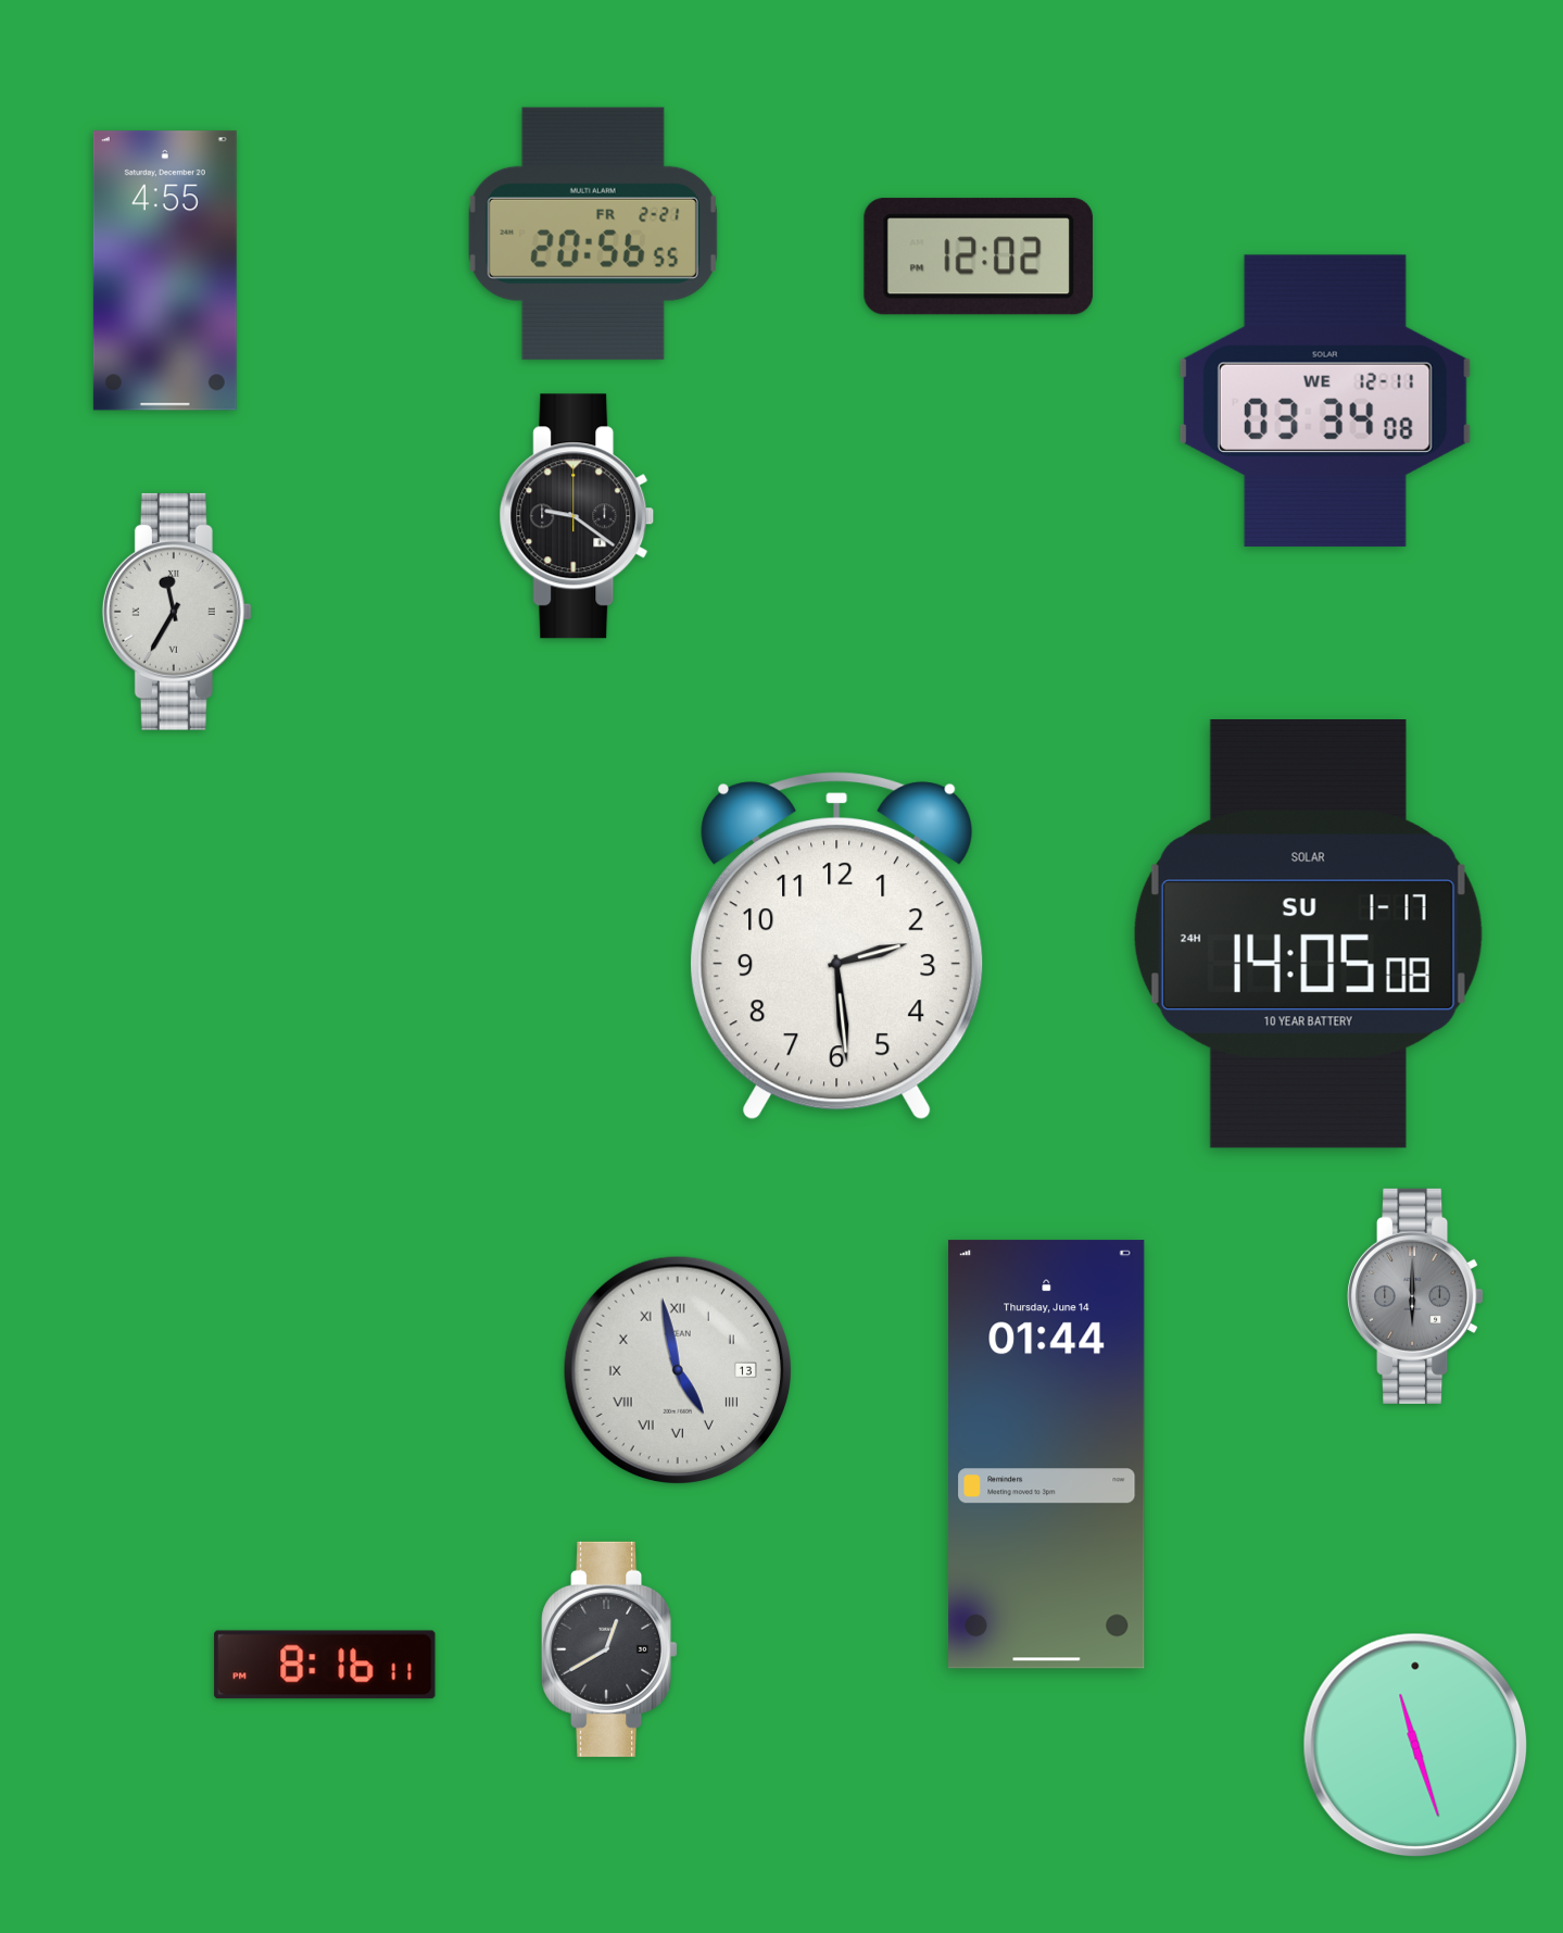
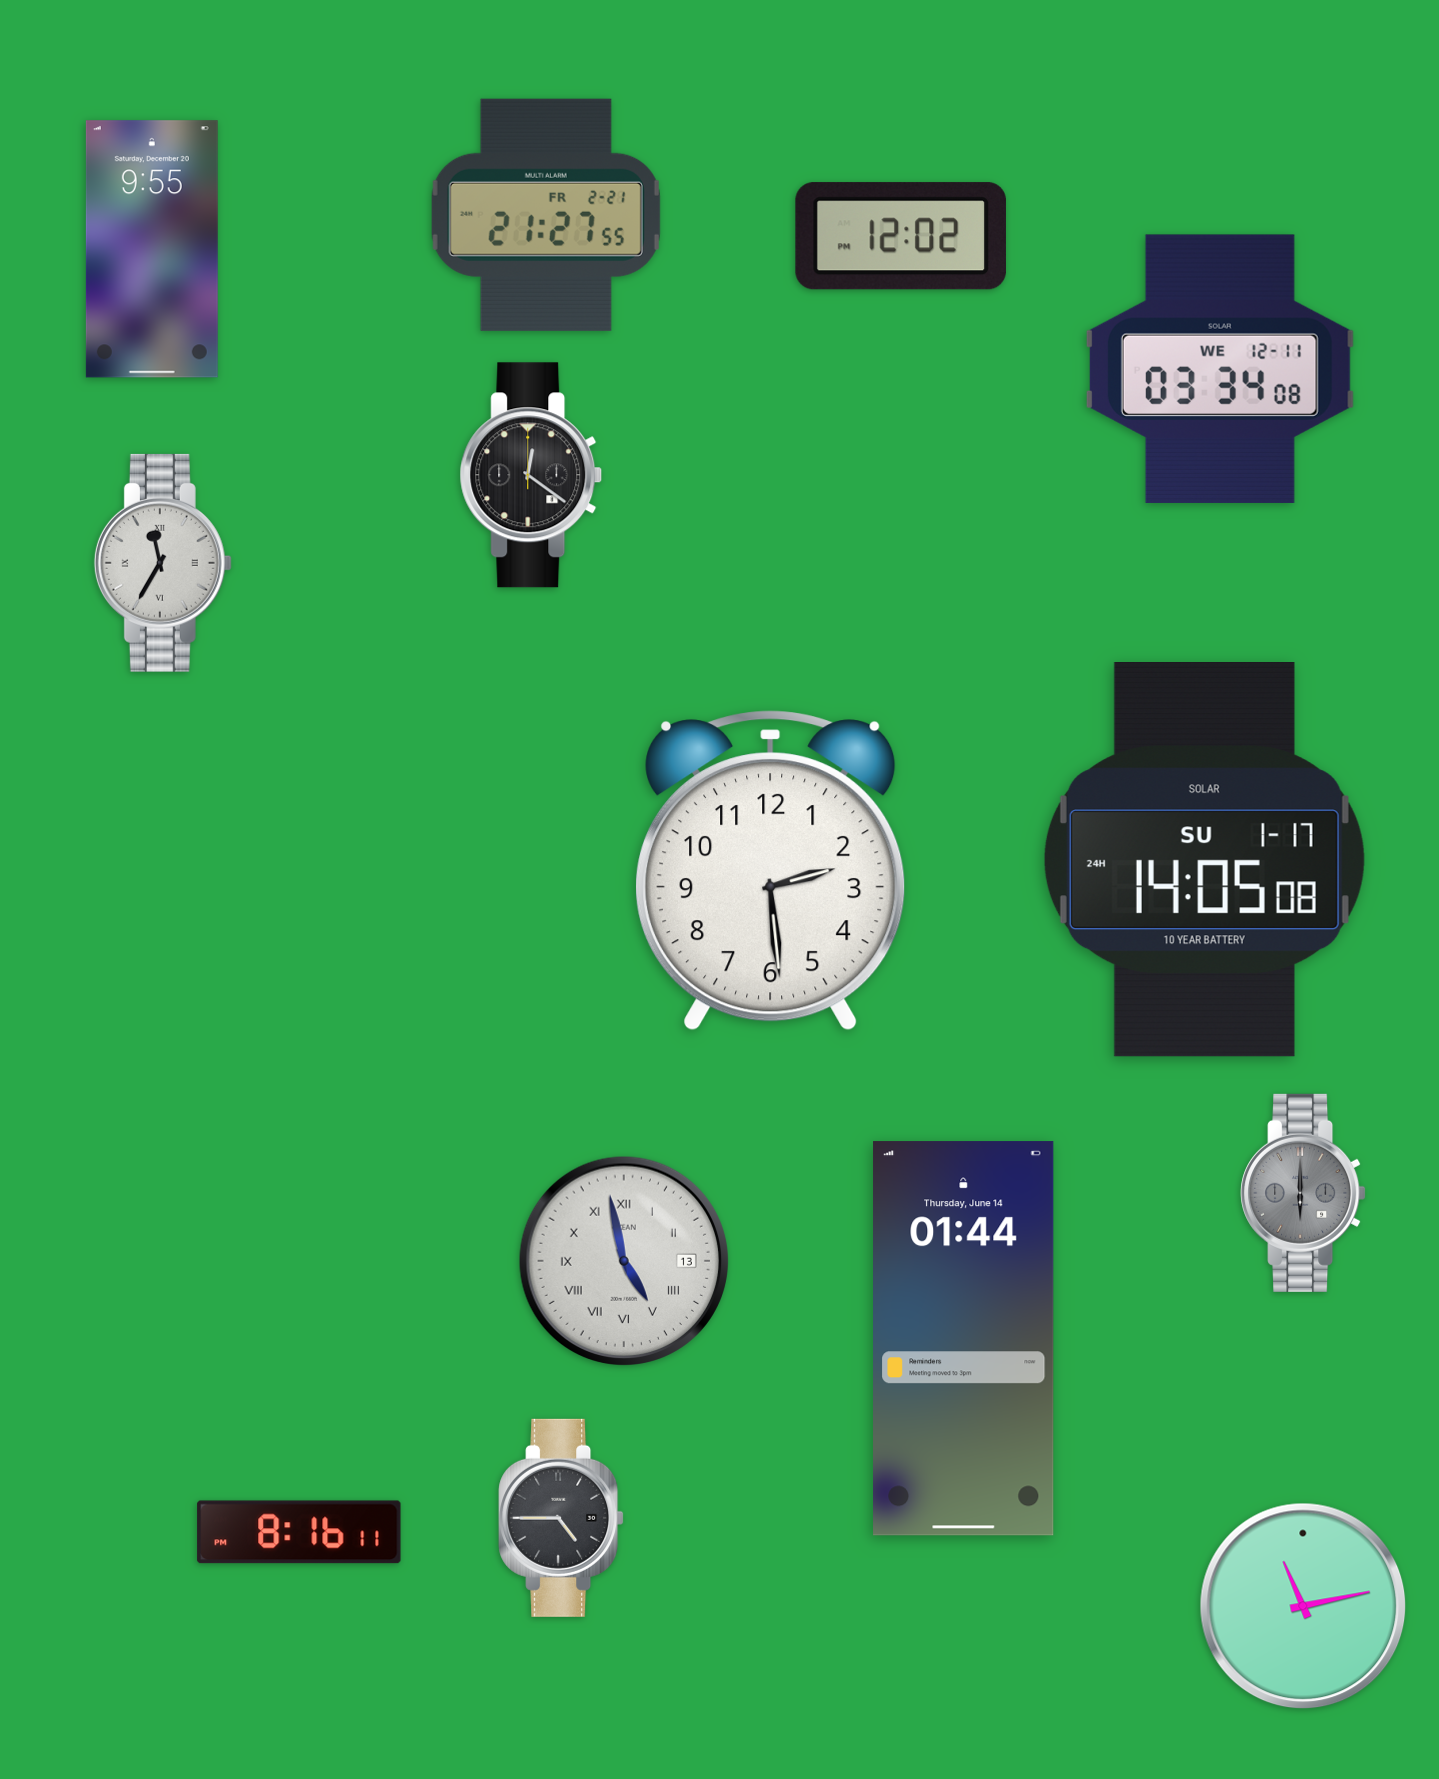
clock at (593, 234): 20:56 -> 21:27
clock at (165, 271): 4:55 -> 9:55
clock at (577, 516): 9:21 -> 12:21
clock at (609, 1649): 12:40 -> 4:45
clock at (1415, 1745): 11:27 -> 11:13
